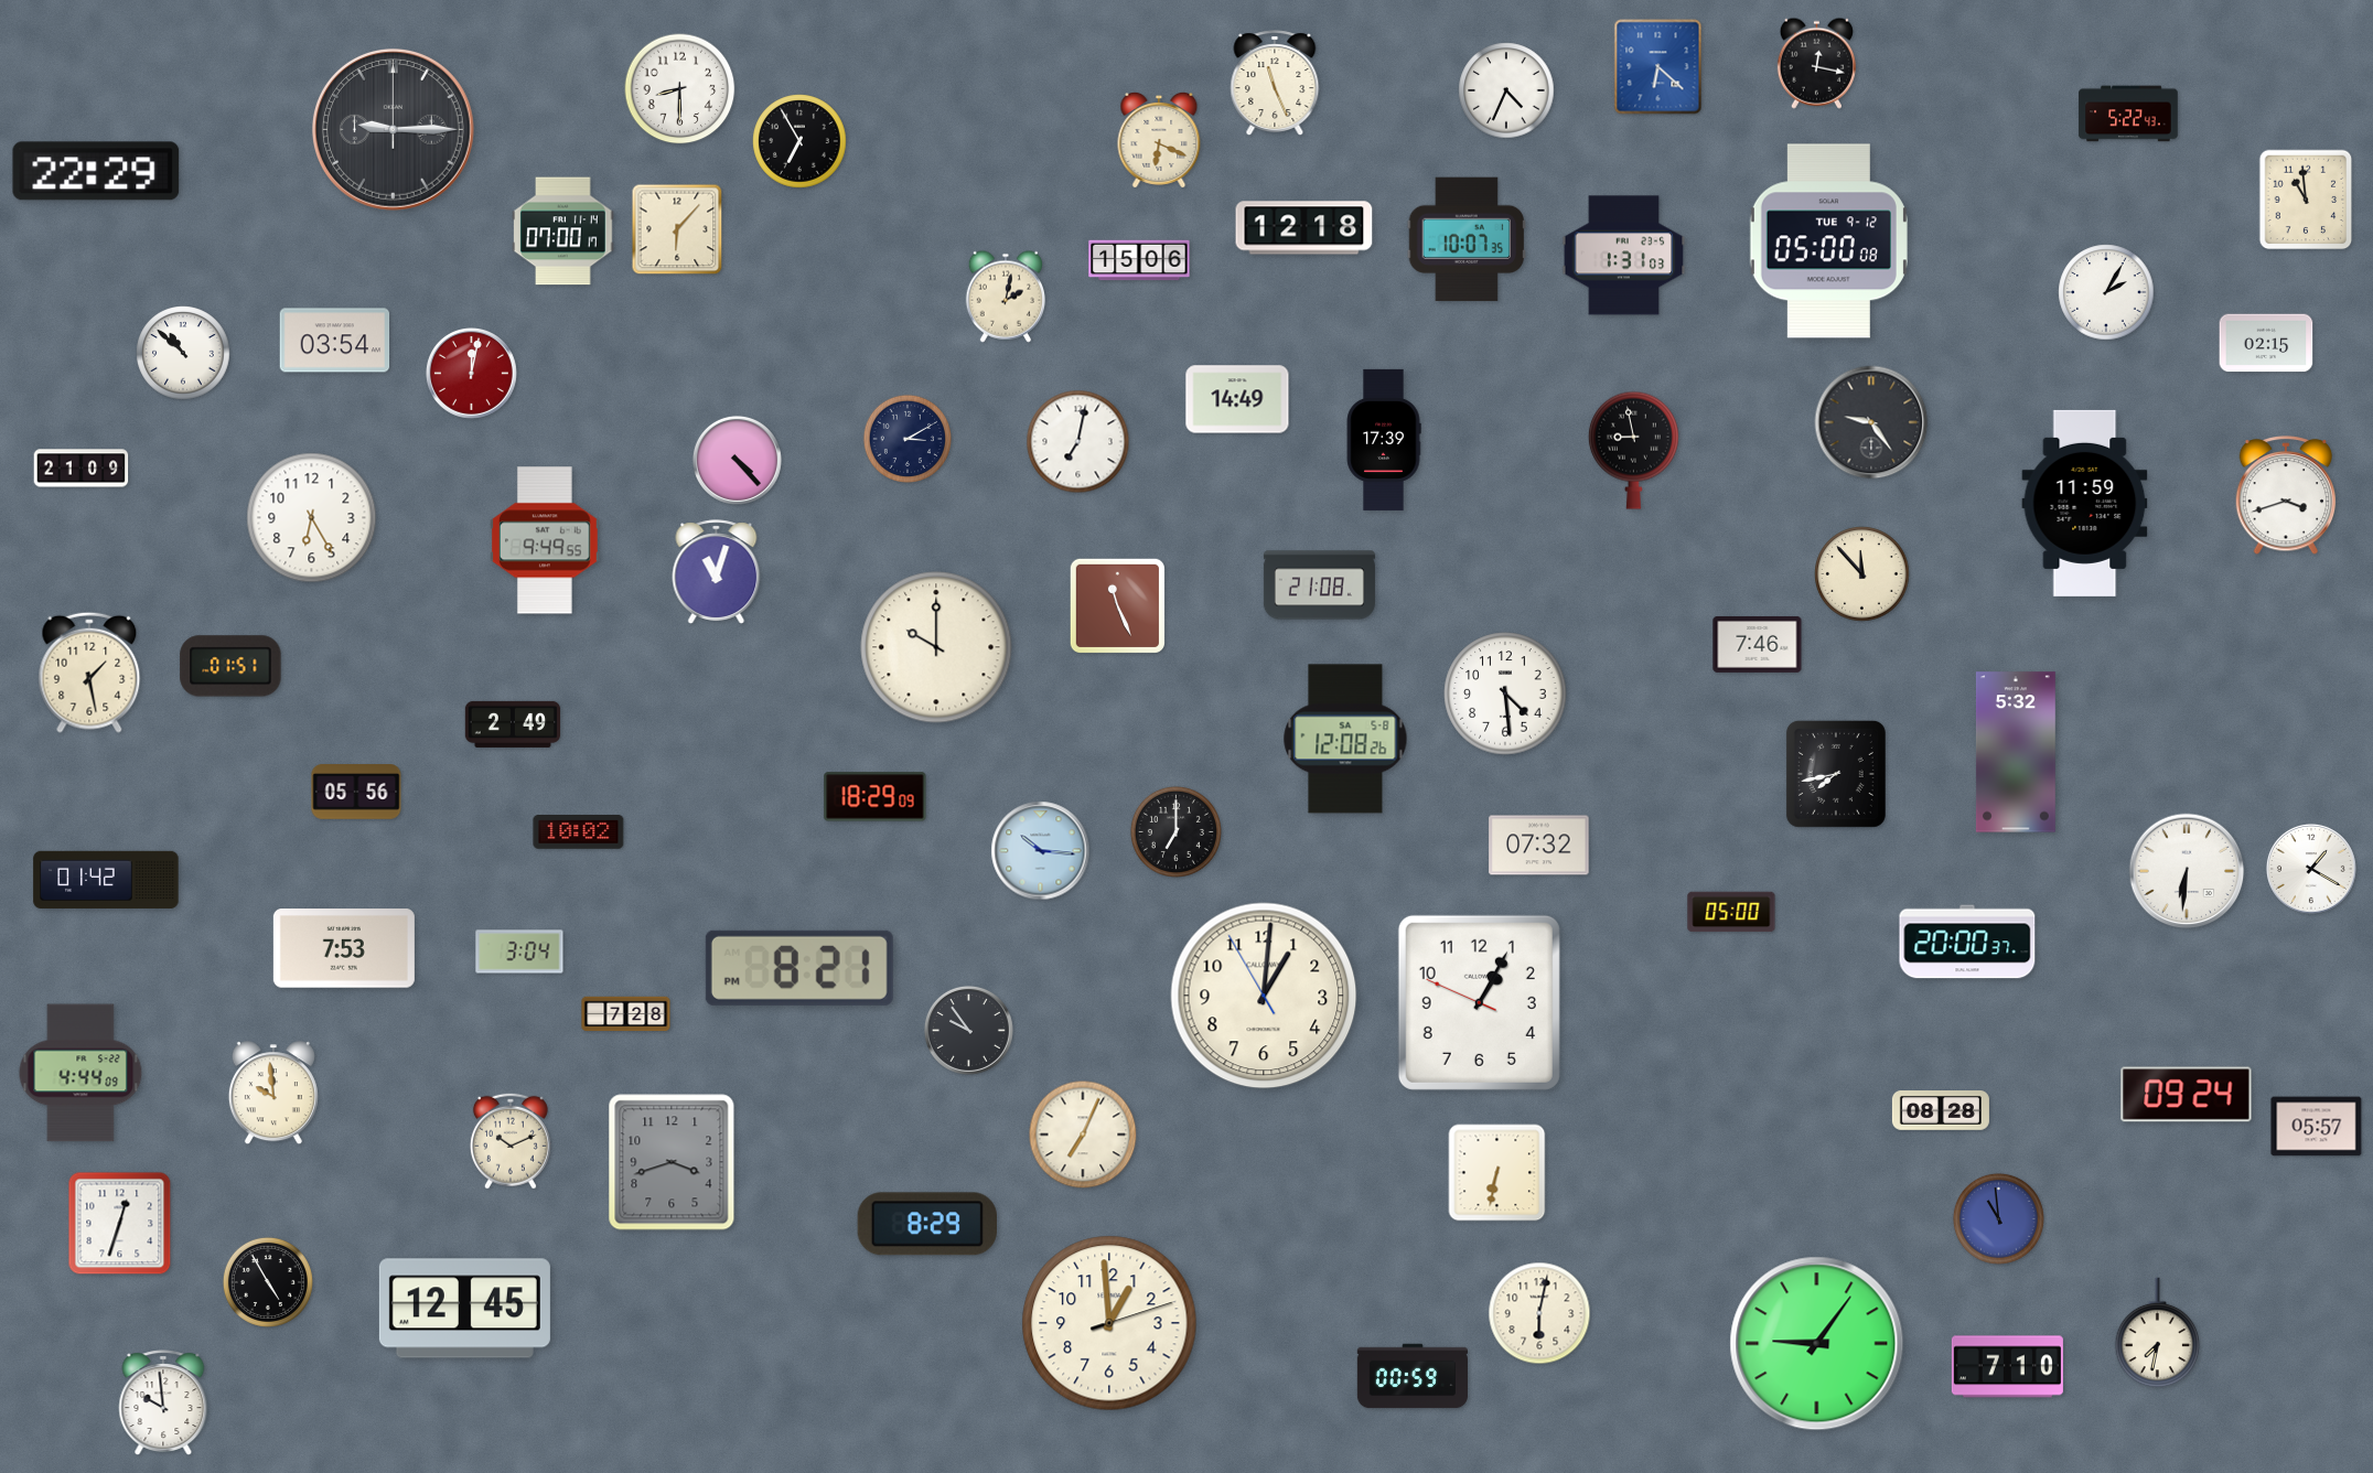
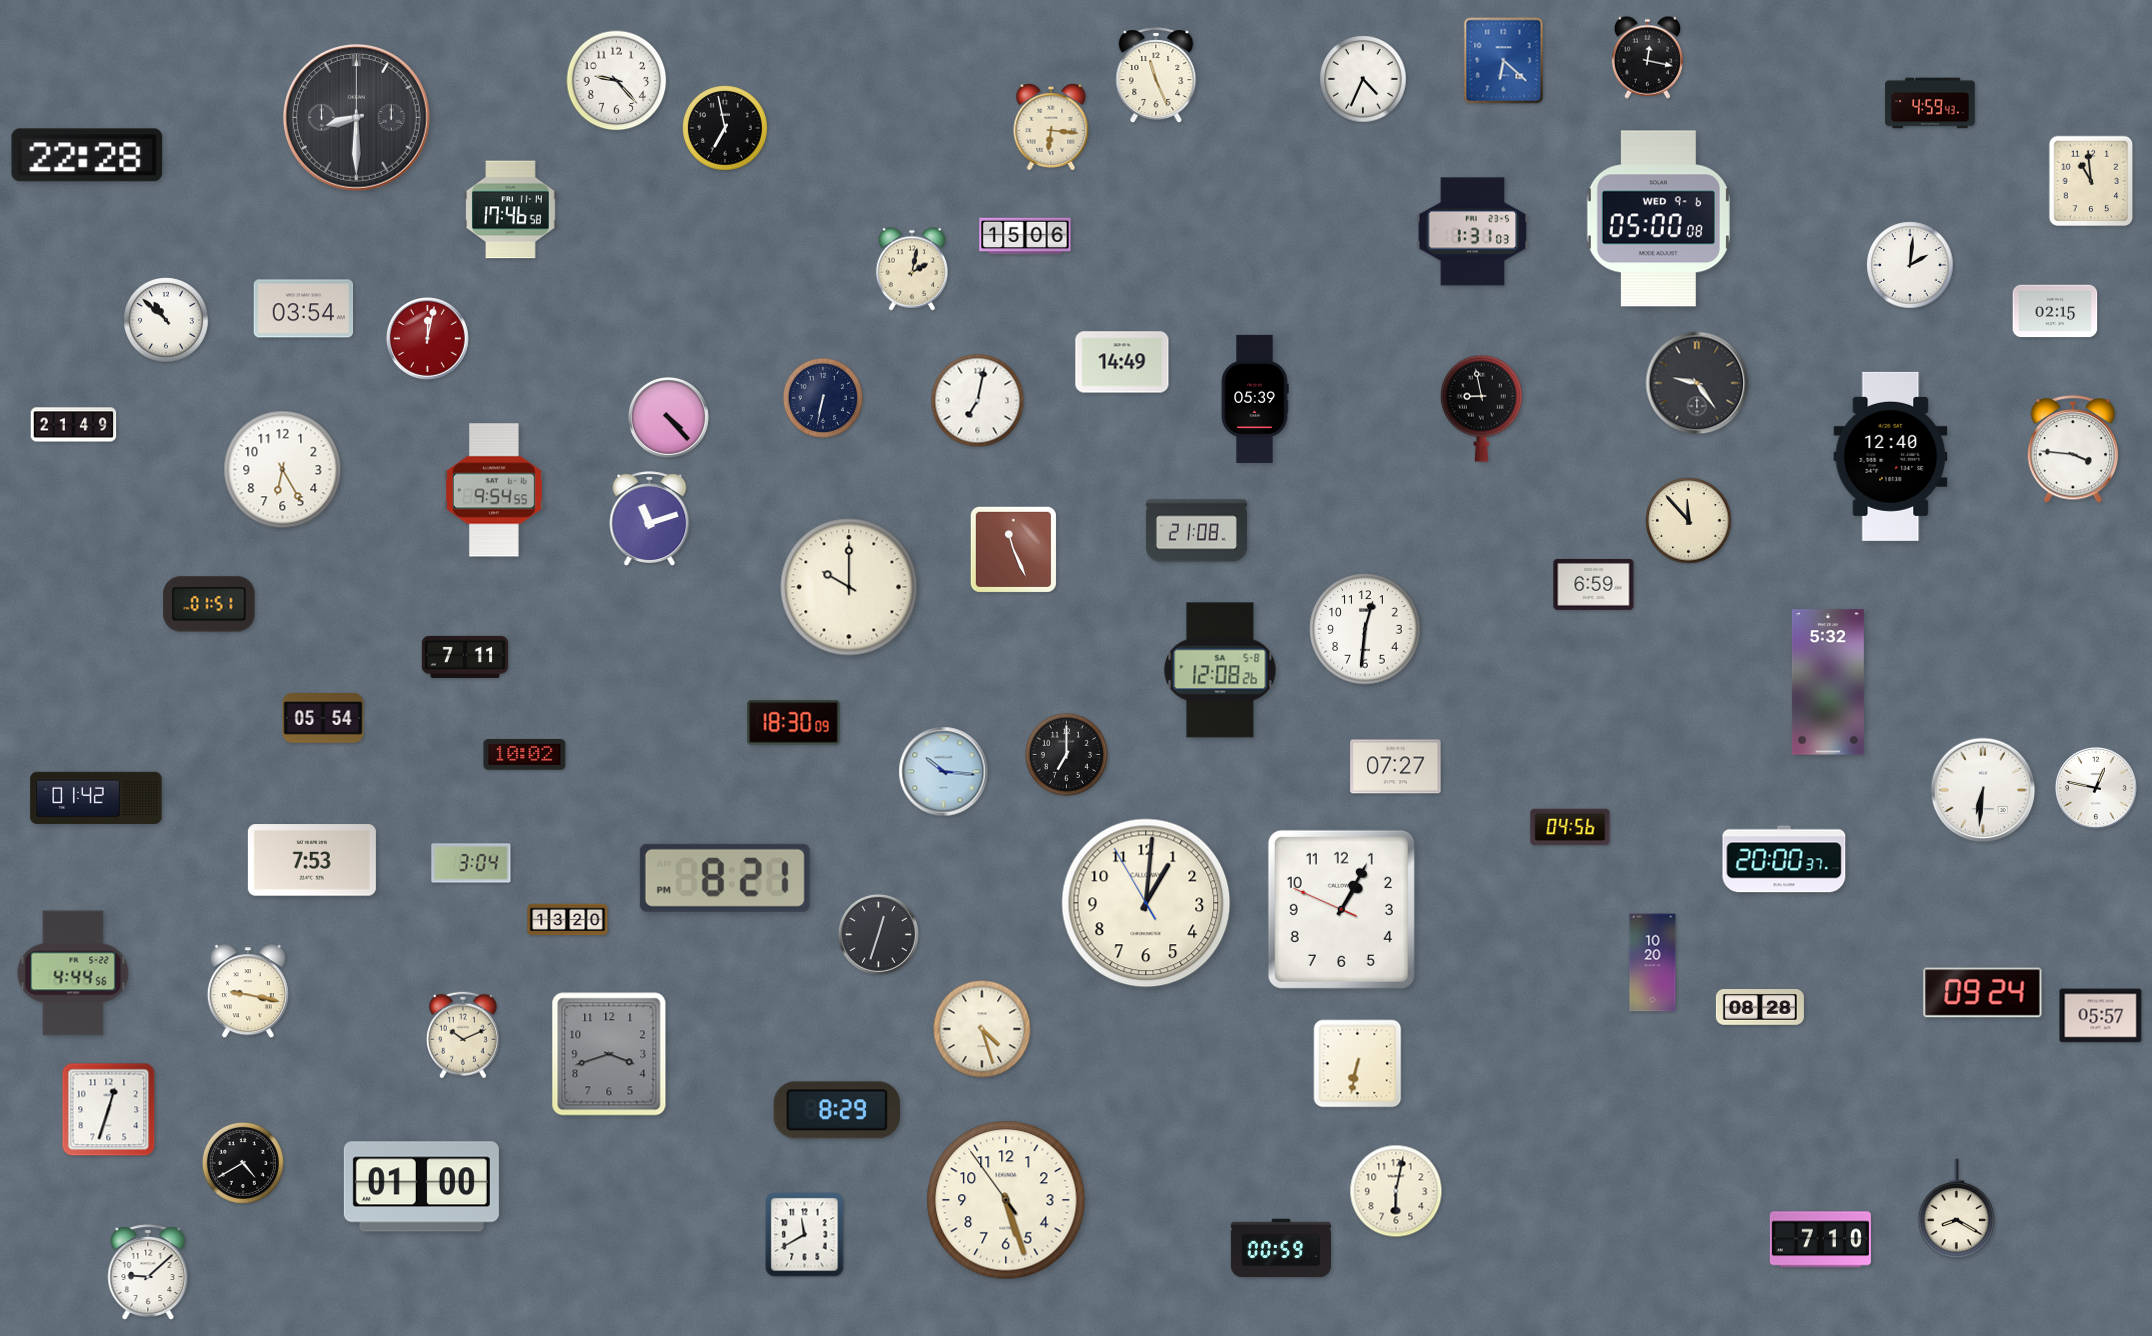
clock at (680, 89): 8:30 -> 9:23
clock at (1506, 90) position: (1506, 90) -> (1363, 79)
clock at (2128, 114): 5:22 -> 4:59
clock at (393, 129): 9:15 -> 8:30
clock at (799, 141): 6:55 -> 6:58
clock at (1159, 141): 6:19 -> 6:16
clock at (96, 171): 22:29 -> 22:28
clock at (1304, 228): 12:18 -> none
clock at (677, 229): 6:07 -> none
clock at (563, 232): 07:00 -> 17:46
clock at (1467, 239): 10:07 -> none
clock at (1828, 241) date: TUE 9-12 -> WED 9-6
clock at (1139, 260) position: (1139, 260) -> (1025, 236)
clock at (2106, 292): 2:05 -> 2:01
clock at (906, 438): 3:10 -> 6:32
clock at (1384, 440): 17:39 -> 05:39
clock at (82, 469): 21:09 -> 21:49
clock at (2286, 496): 3:42 -> 3:46
clock at (2085, 503): 11:59 -> 12:40
clock at (546, 540): 9:49 -> 9:54
clock at (717, 572): 11:03 -> 11:12
clock at (1758, 644): 7:46 -> 6:59
clock at (89, 673): 1:28 -> none
clock at (1505, 694): 4:29 -> 12:31
clock at (513, 724): 2:49 -> 7:11
clock at (1836, 774): 7:43 -> none
clock at (356, 792): 05:56 -> 05:54
clock at (876, 797): 18:29 -> 18:30
clock at (1539, 846): 07:32 -> 07:27
clock at (2311, 869): 1:20 -> 12:47
clock at (1731, 912): 05:00 -> 04:56
clock at (1967, 942) position: (1967, 942) -> (1784, 859)
clock at (626, 1014): 7:28 -> 13:20
clock at (968, 1030): 9:54 -> 12:33
clock at (1653, 963): none -> 10:20
clock at (80, 1073): 4:44:09 -> 4:44:56
clock at (273, 1094): 9:59 -> 9:17
clock at (2317, 1127) position: (2317, 1127) -> (2101, 1016)
clock at (1083, 1135): 7:04 -> 4:27
clock at (1998, 1218): 10:59 -> none
clock at (927, 1224) position: (927, 1224) -> (837, 1110)
clock at (268, 1282): 4:55 -> 4:40
clock at (464, 1309): 12:45 -> 01:00
clock at (1109, 1323): 12:59 -> 5:26
clock at (2158, 1333): 7:32 -> 8:20
clock at (1817, 1344): 9:06 -> none
clock at (805, 1235): none -> 11:40
clock at (163, 1402): 9:59 -> 9:08
